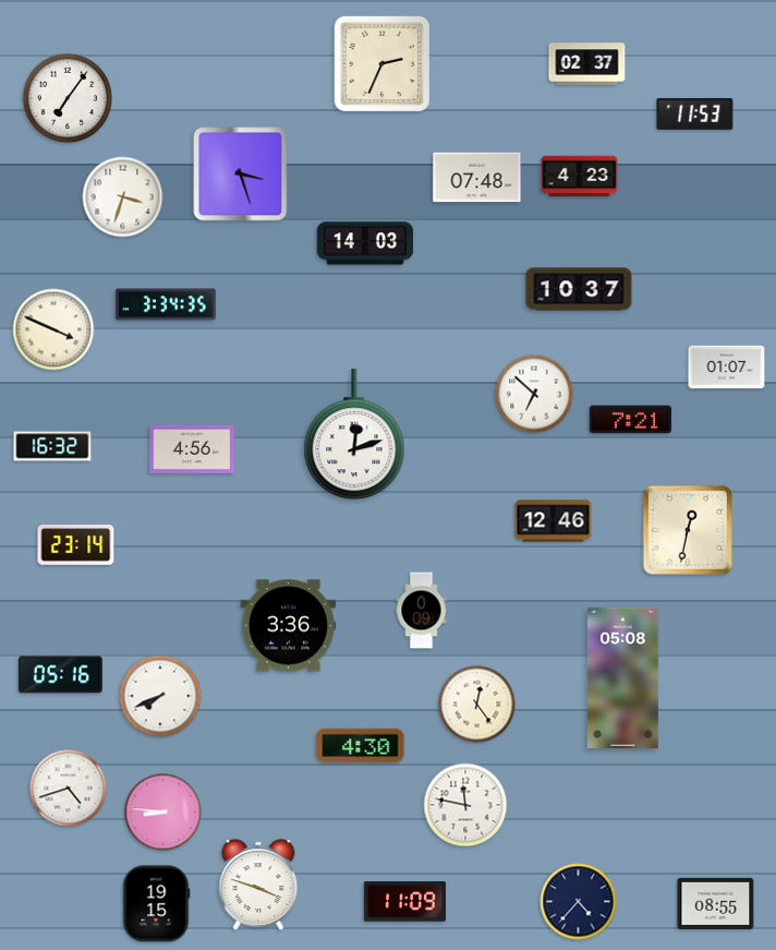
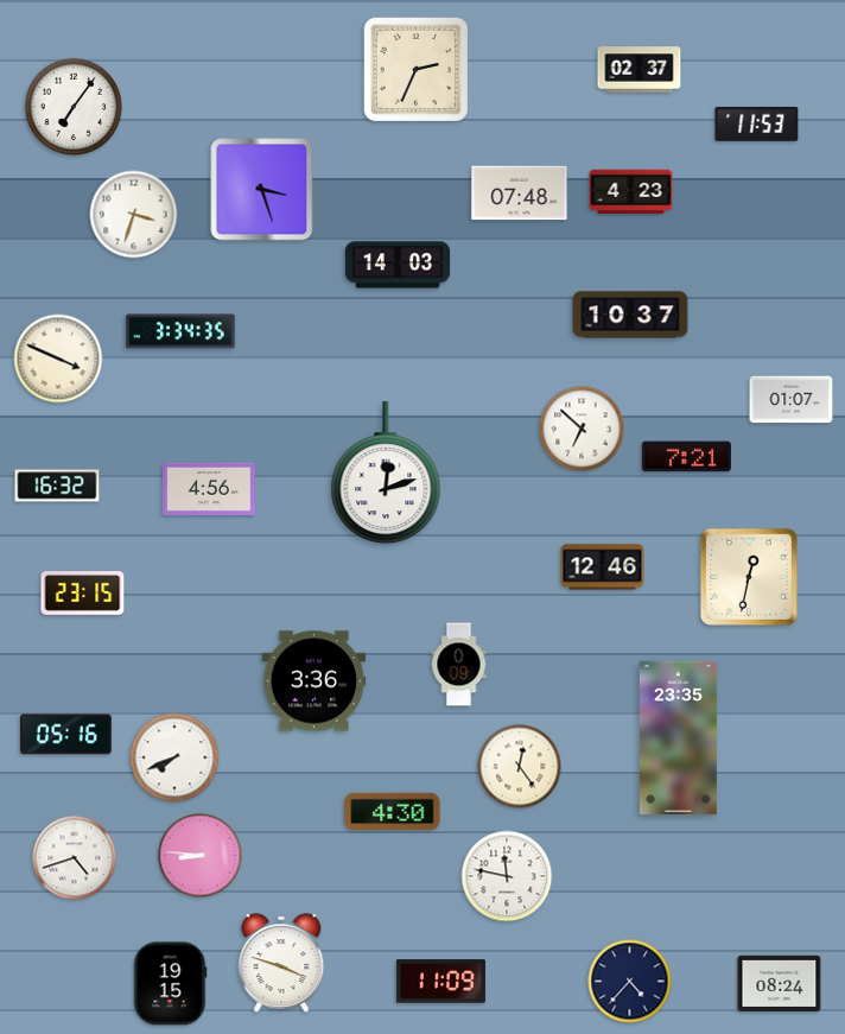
clock at (76, 545): 23:14 -> 23:15
clock at (622, 678): 05:08 -> 23:35
clock at (163, 813) position: (163, 813) -> (201, 856)
clock at (716, 903): 08:55 -> 08:24
